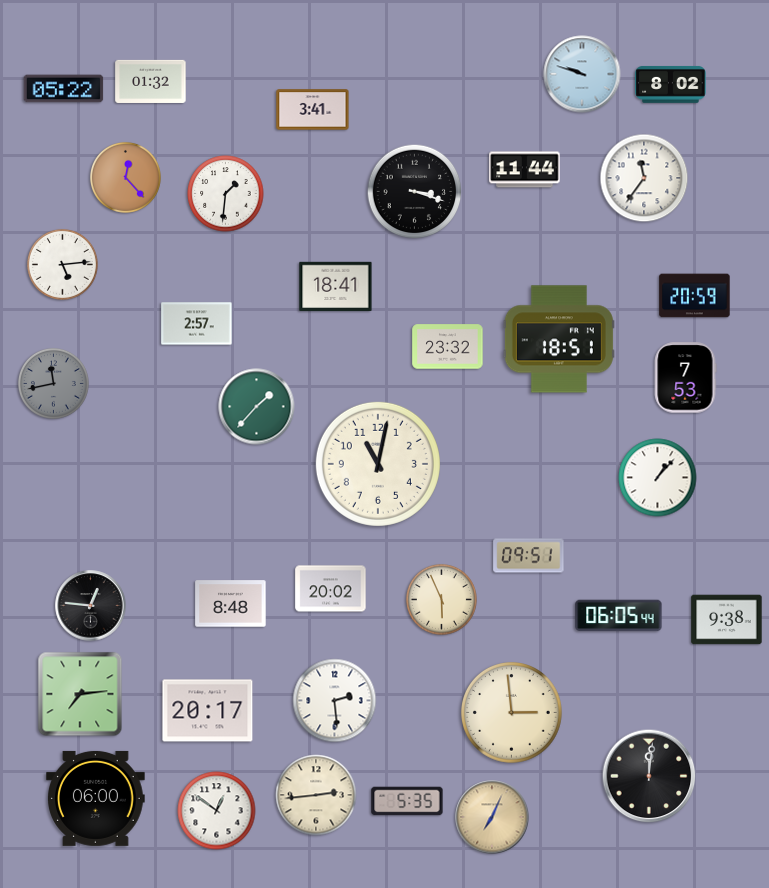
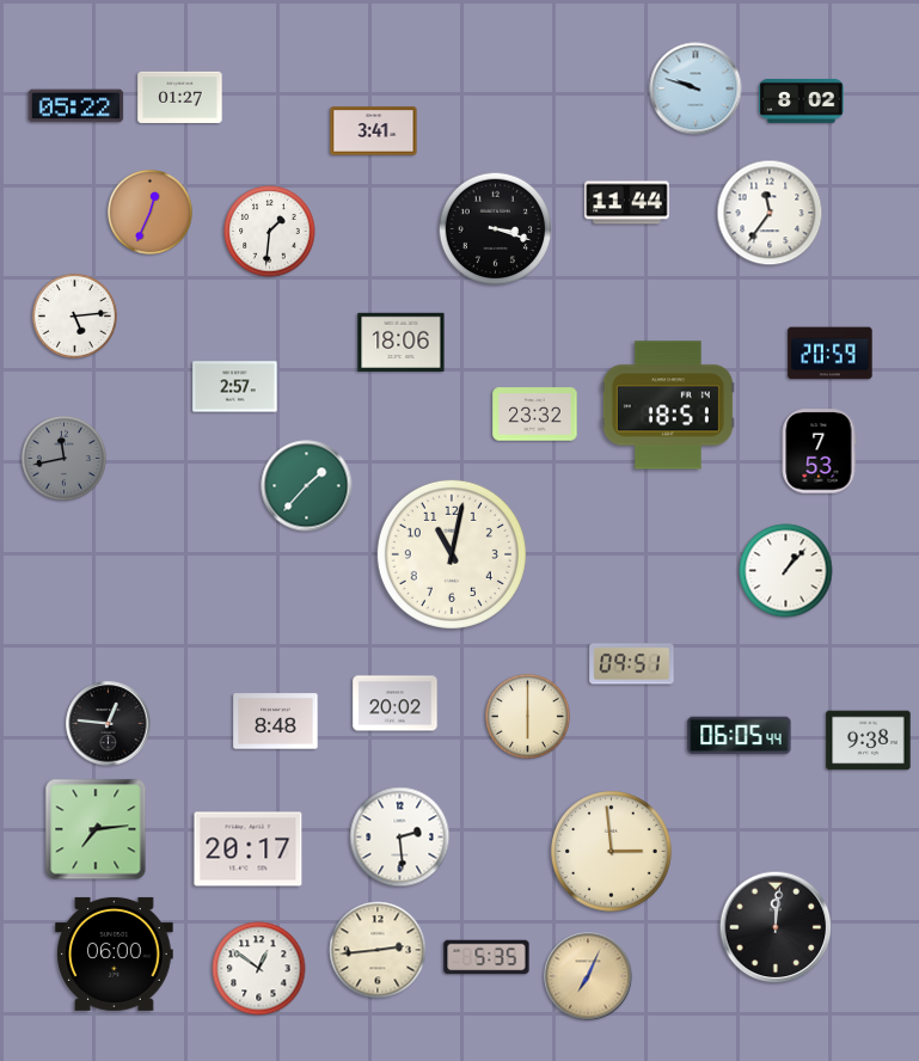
clock at (151, 81): 01:32 -> 01:27
clock at (125, 177): 12:23 -> 12:34
clock at (336, 286): 18:41 -> 18:06
clock at (441, 599): 5:56 -> 6:00
